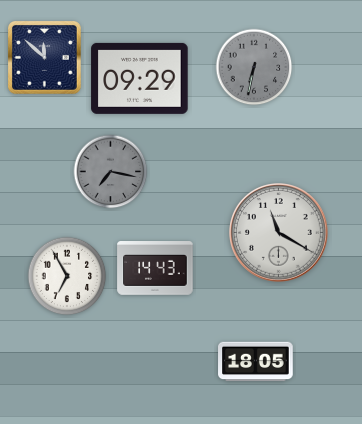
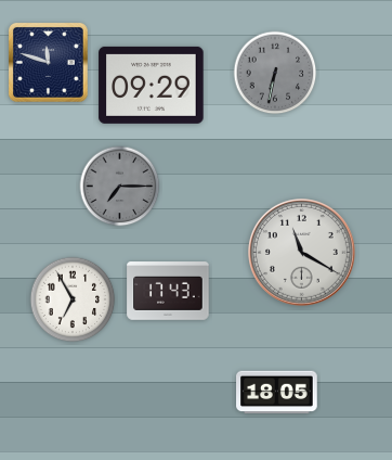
clock at (45, 58): 11:52 -> 11:48
clock at (111, 172): 7:17 -> 7:15
clock at (155, 269): 14:43 -> 17:43
